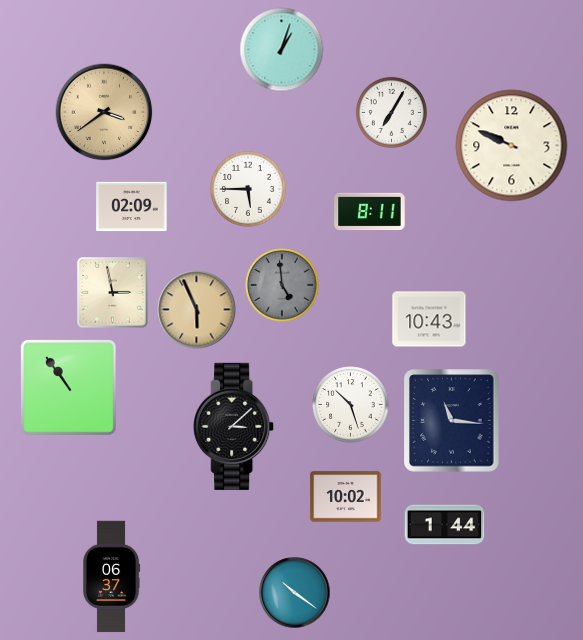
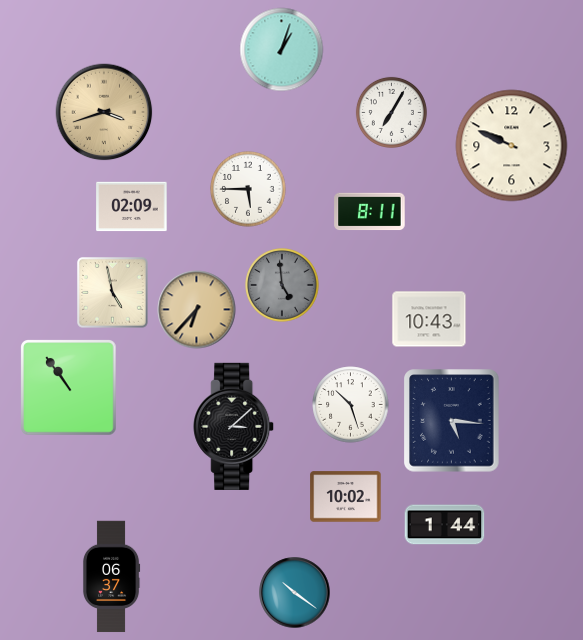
clock at (104, 112): 3:39 -> 3:42
clock at (113, 293): 2:58 -> 4:58
clock at (197, 310): 5:56 -> 6:37
clock at (452, 421): 11:16 -> 5:16
